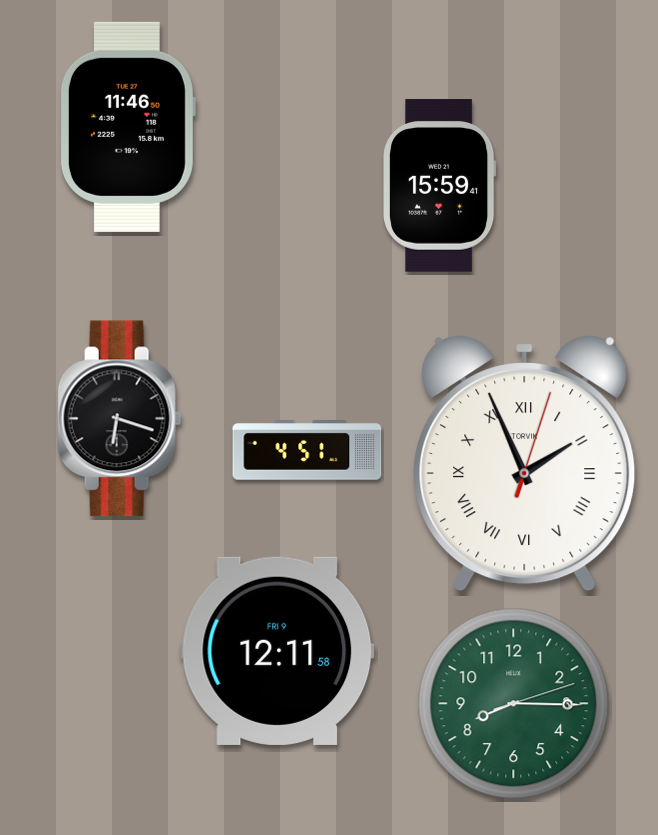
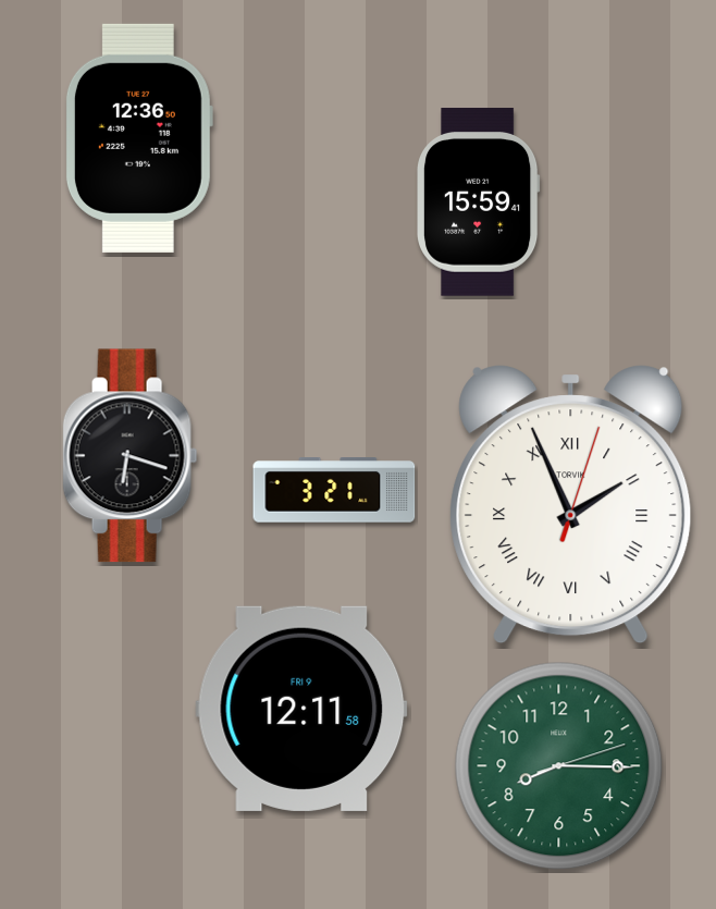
clock at (127, 127): 11:46 -> 12:36
clock at (307, 451): 4:51 -> 3:21
